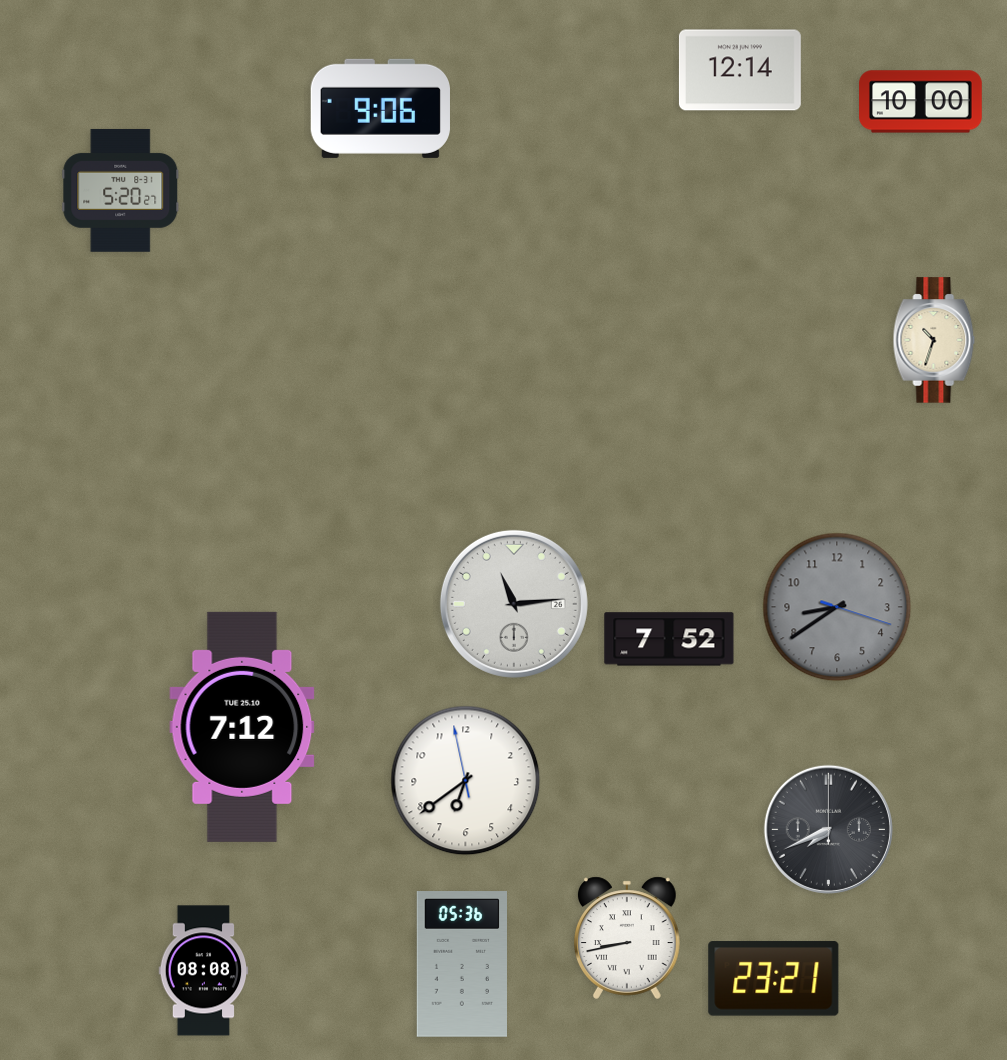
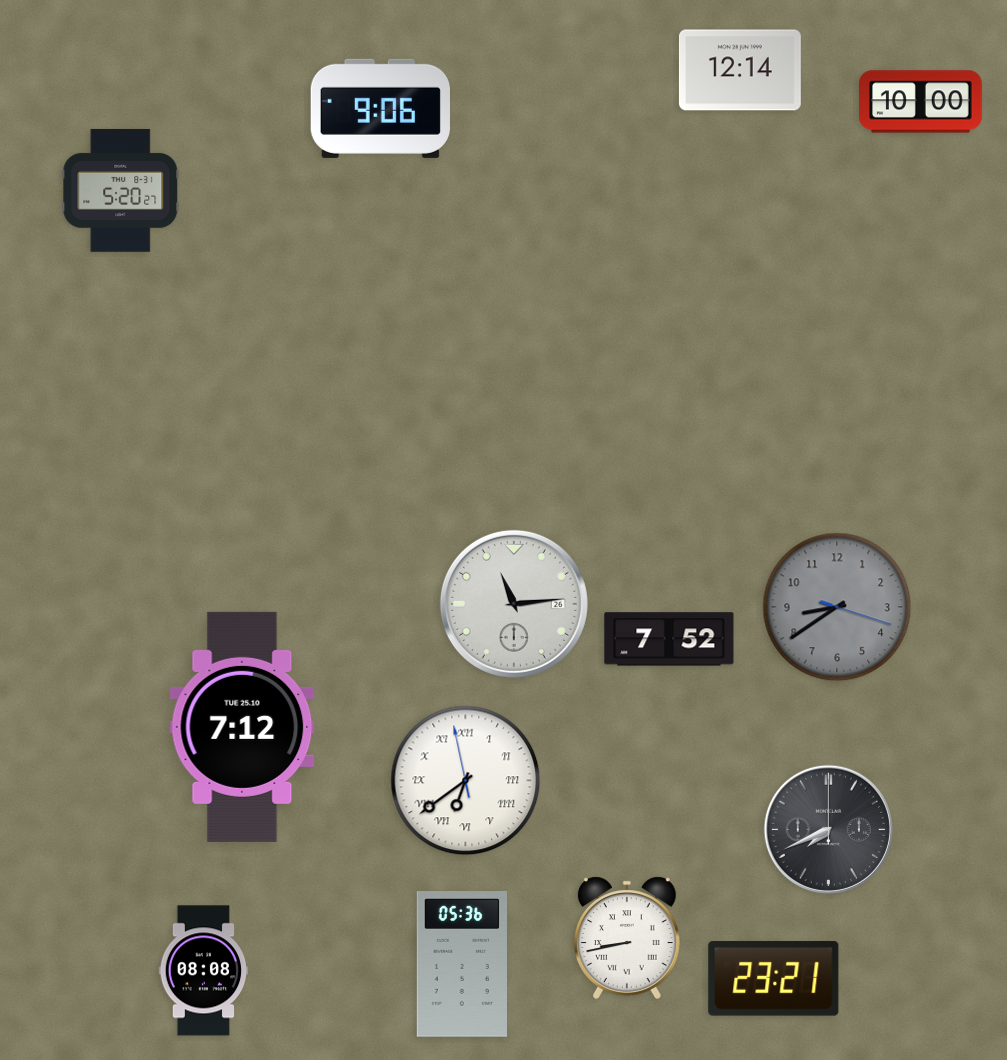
clock at (934, 340): 10:33 -> none
clock at (466, 781) numerals: Arabic -> Roman
